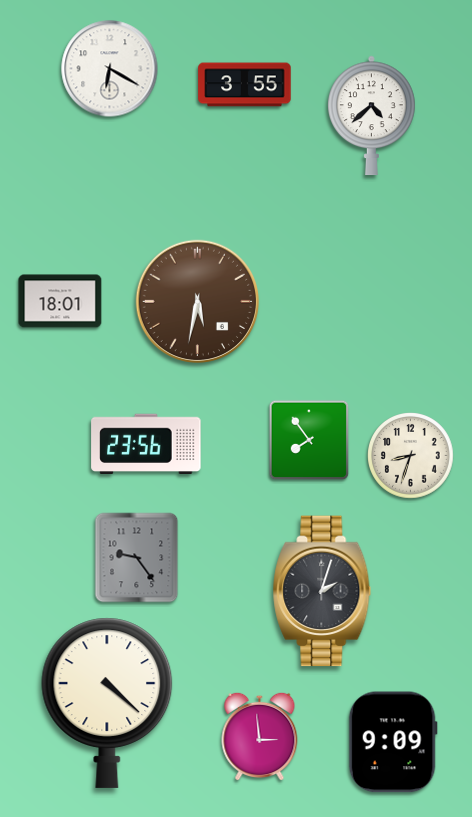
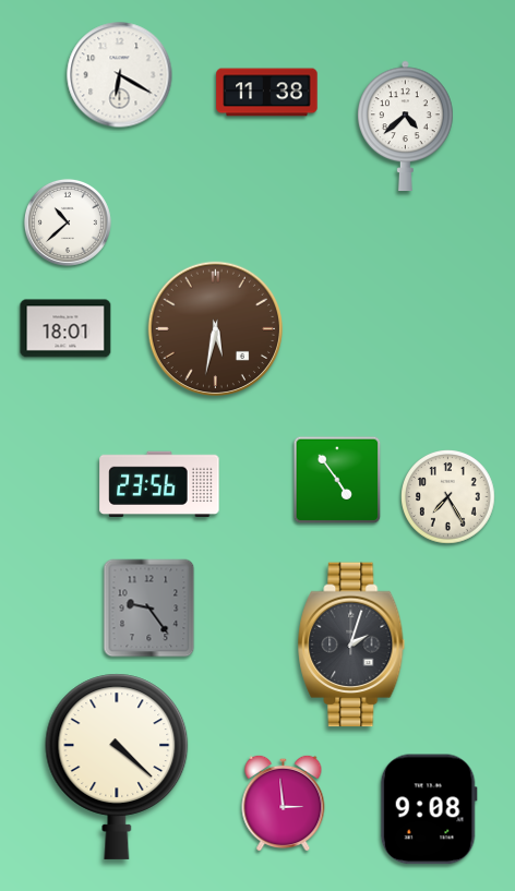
clock at (245, 85): 3:55 -> 11:38
clock at (68, 222): none -> 10:38
clock at (309, 440): 7:54 -> 4:54
clock at (411, 456): 8:33 -> 7:25
clock at (393, 742): 9:09 -> 9:08
